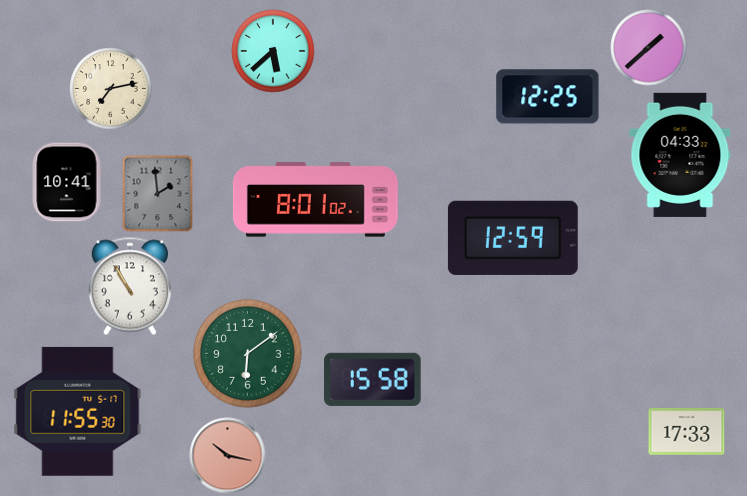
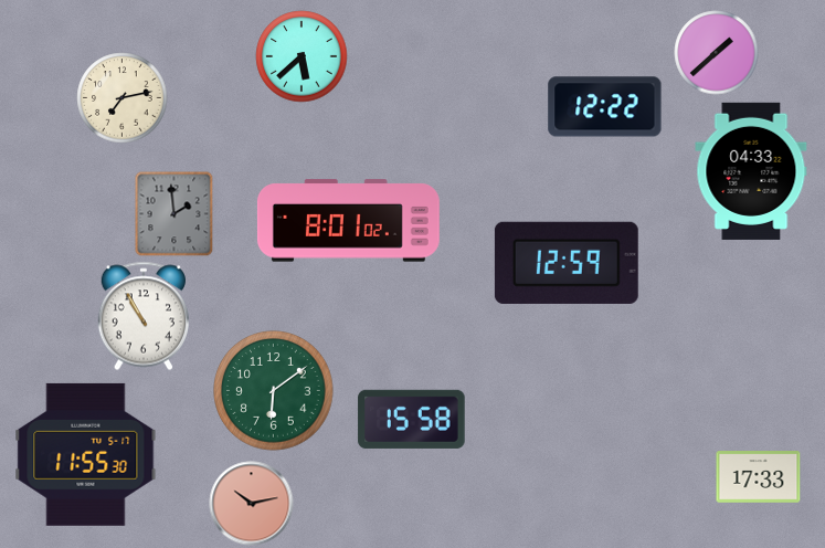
clock at (548, 97): 12:25 -> 12:22
clock at (67, 182): 10:41 -> none
clock at (228, 456): 10:17 -> 10:13
